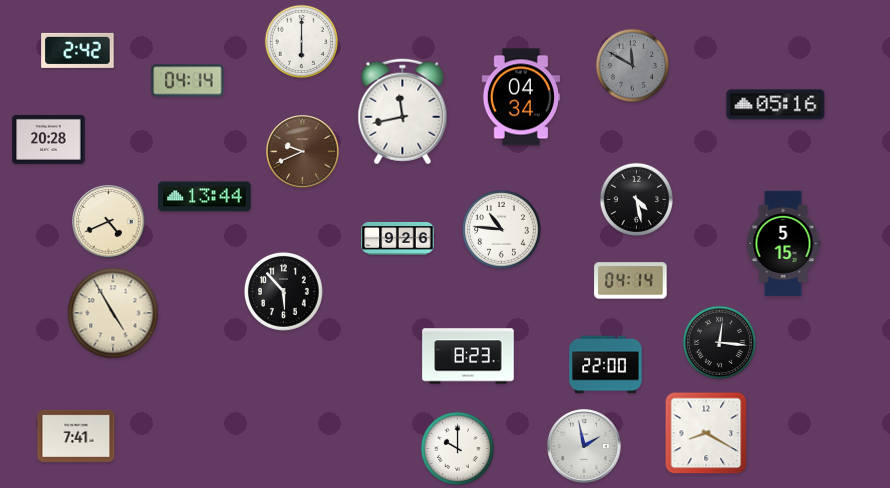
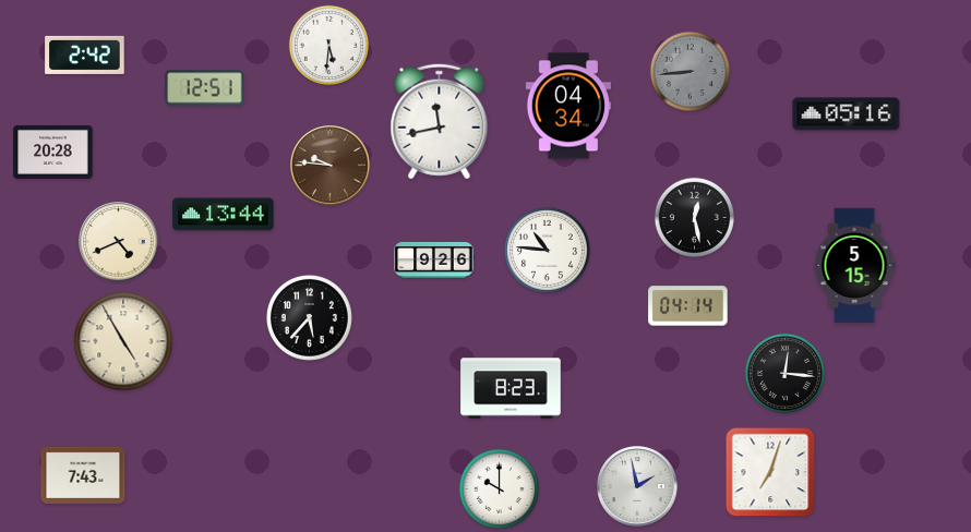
clock at (301, 41): 6:00 -> 5:31
clock at (632, 65): 11:50 -> 8:44
clock at (188, 81): 04:14 -> 12:51
clock at (303, 152): 9:41 -> 9:46
clock at (636, 199): 4:28 -> 12:28
clock at (283, 291): 5:53 -> 5:37
clock at (606, 365): 22:00 -> none
clock at (706, 433): 8:20 -> 7:03
clock at (76, 436): 7:41 -> 7:43
